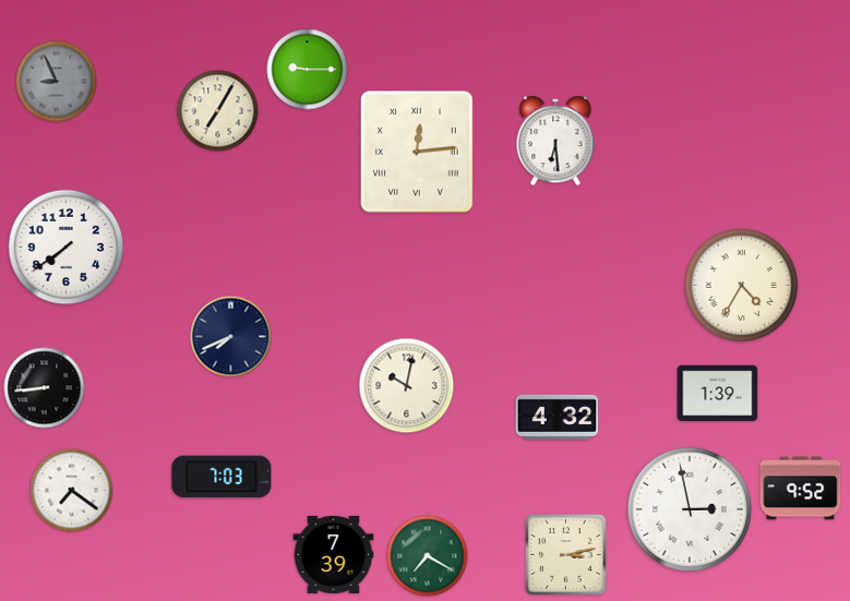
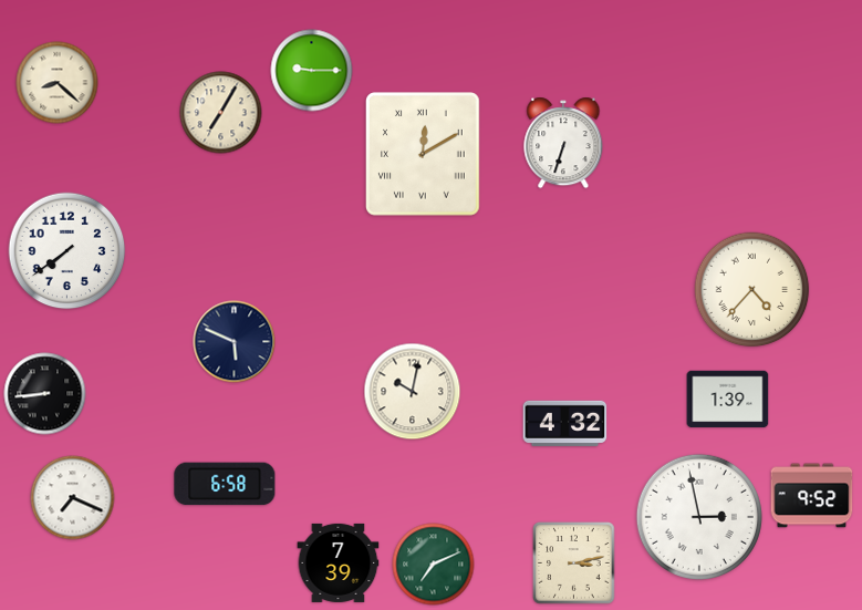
clock at (57, 82): 8:56 -> 8:22
clock at (57, 82) dial: grey -> cream
clock at (555, 141): 6:29 -> 6:33
clock at (418, 152): 12:14 -> 12:10
clock at (742, 286): 4:35 -> 4:37
clock at (231, 337): 7:41 -> 5:49
clock at (222, 477): 7:03 -> 6:58
clock at (72, 491): 7:21 -> 7:19
clock at (428, 556): 7:20 -> 7:11
